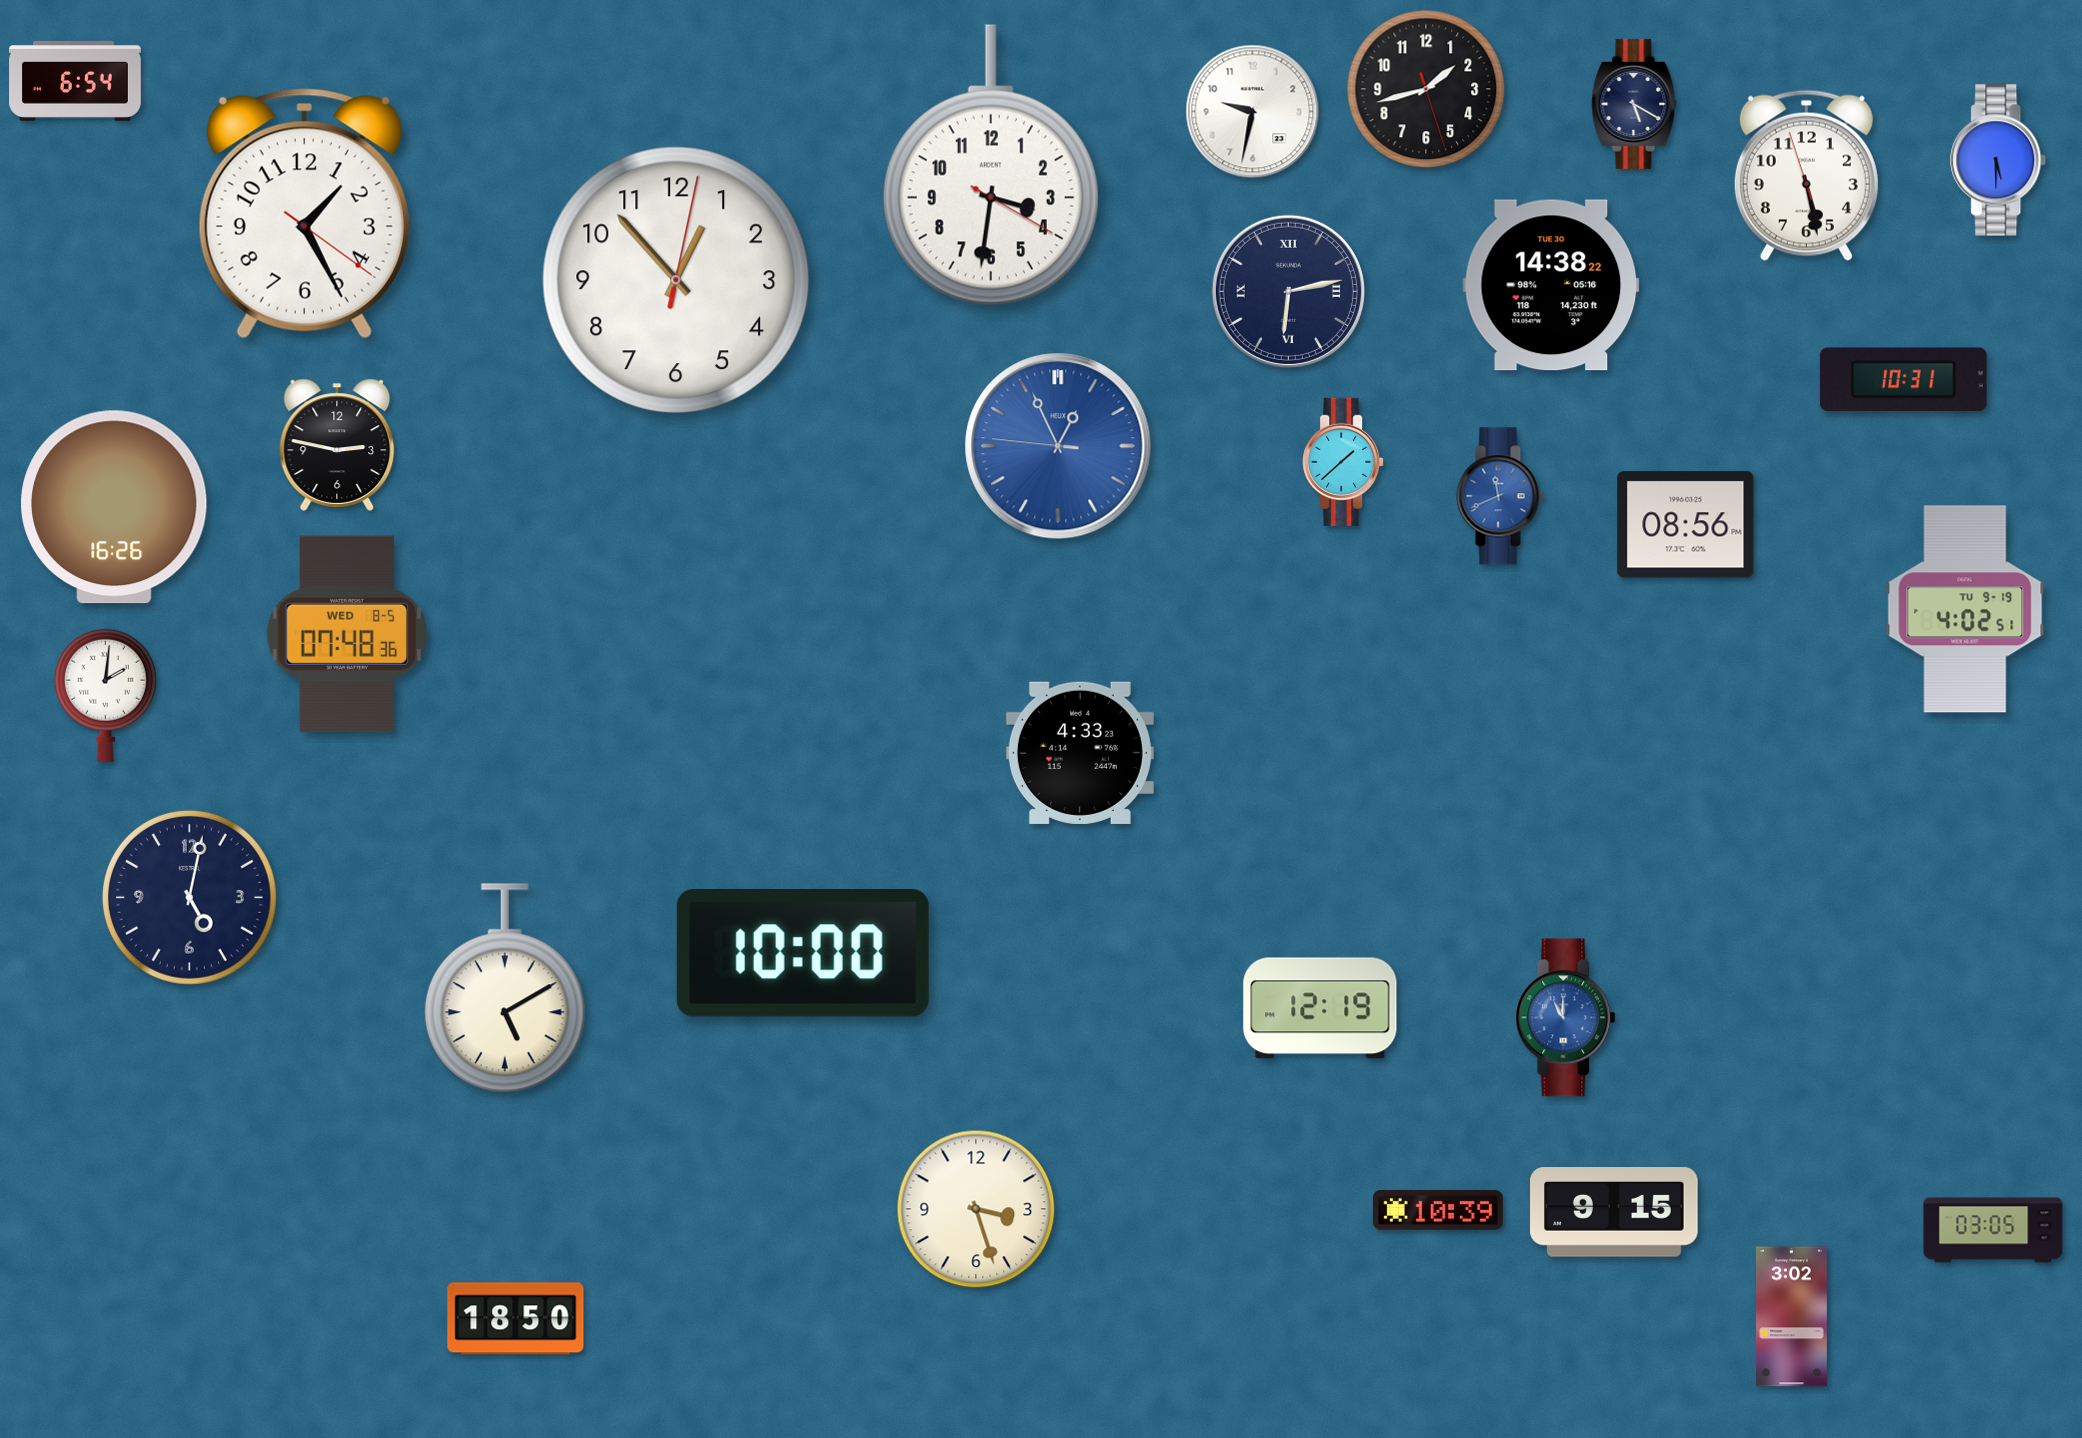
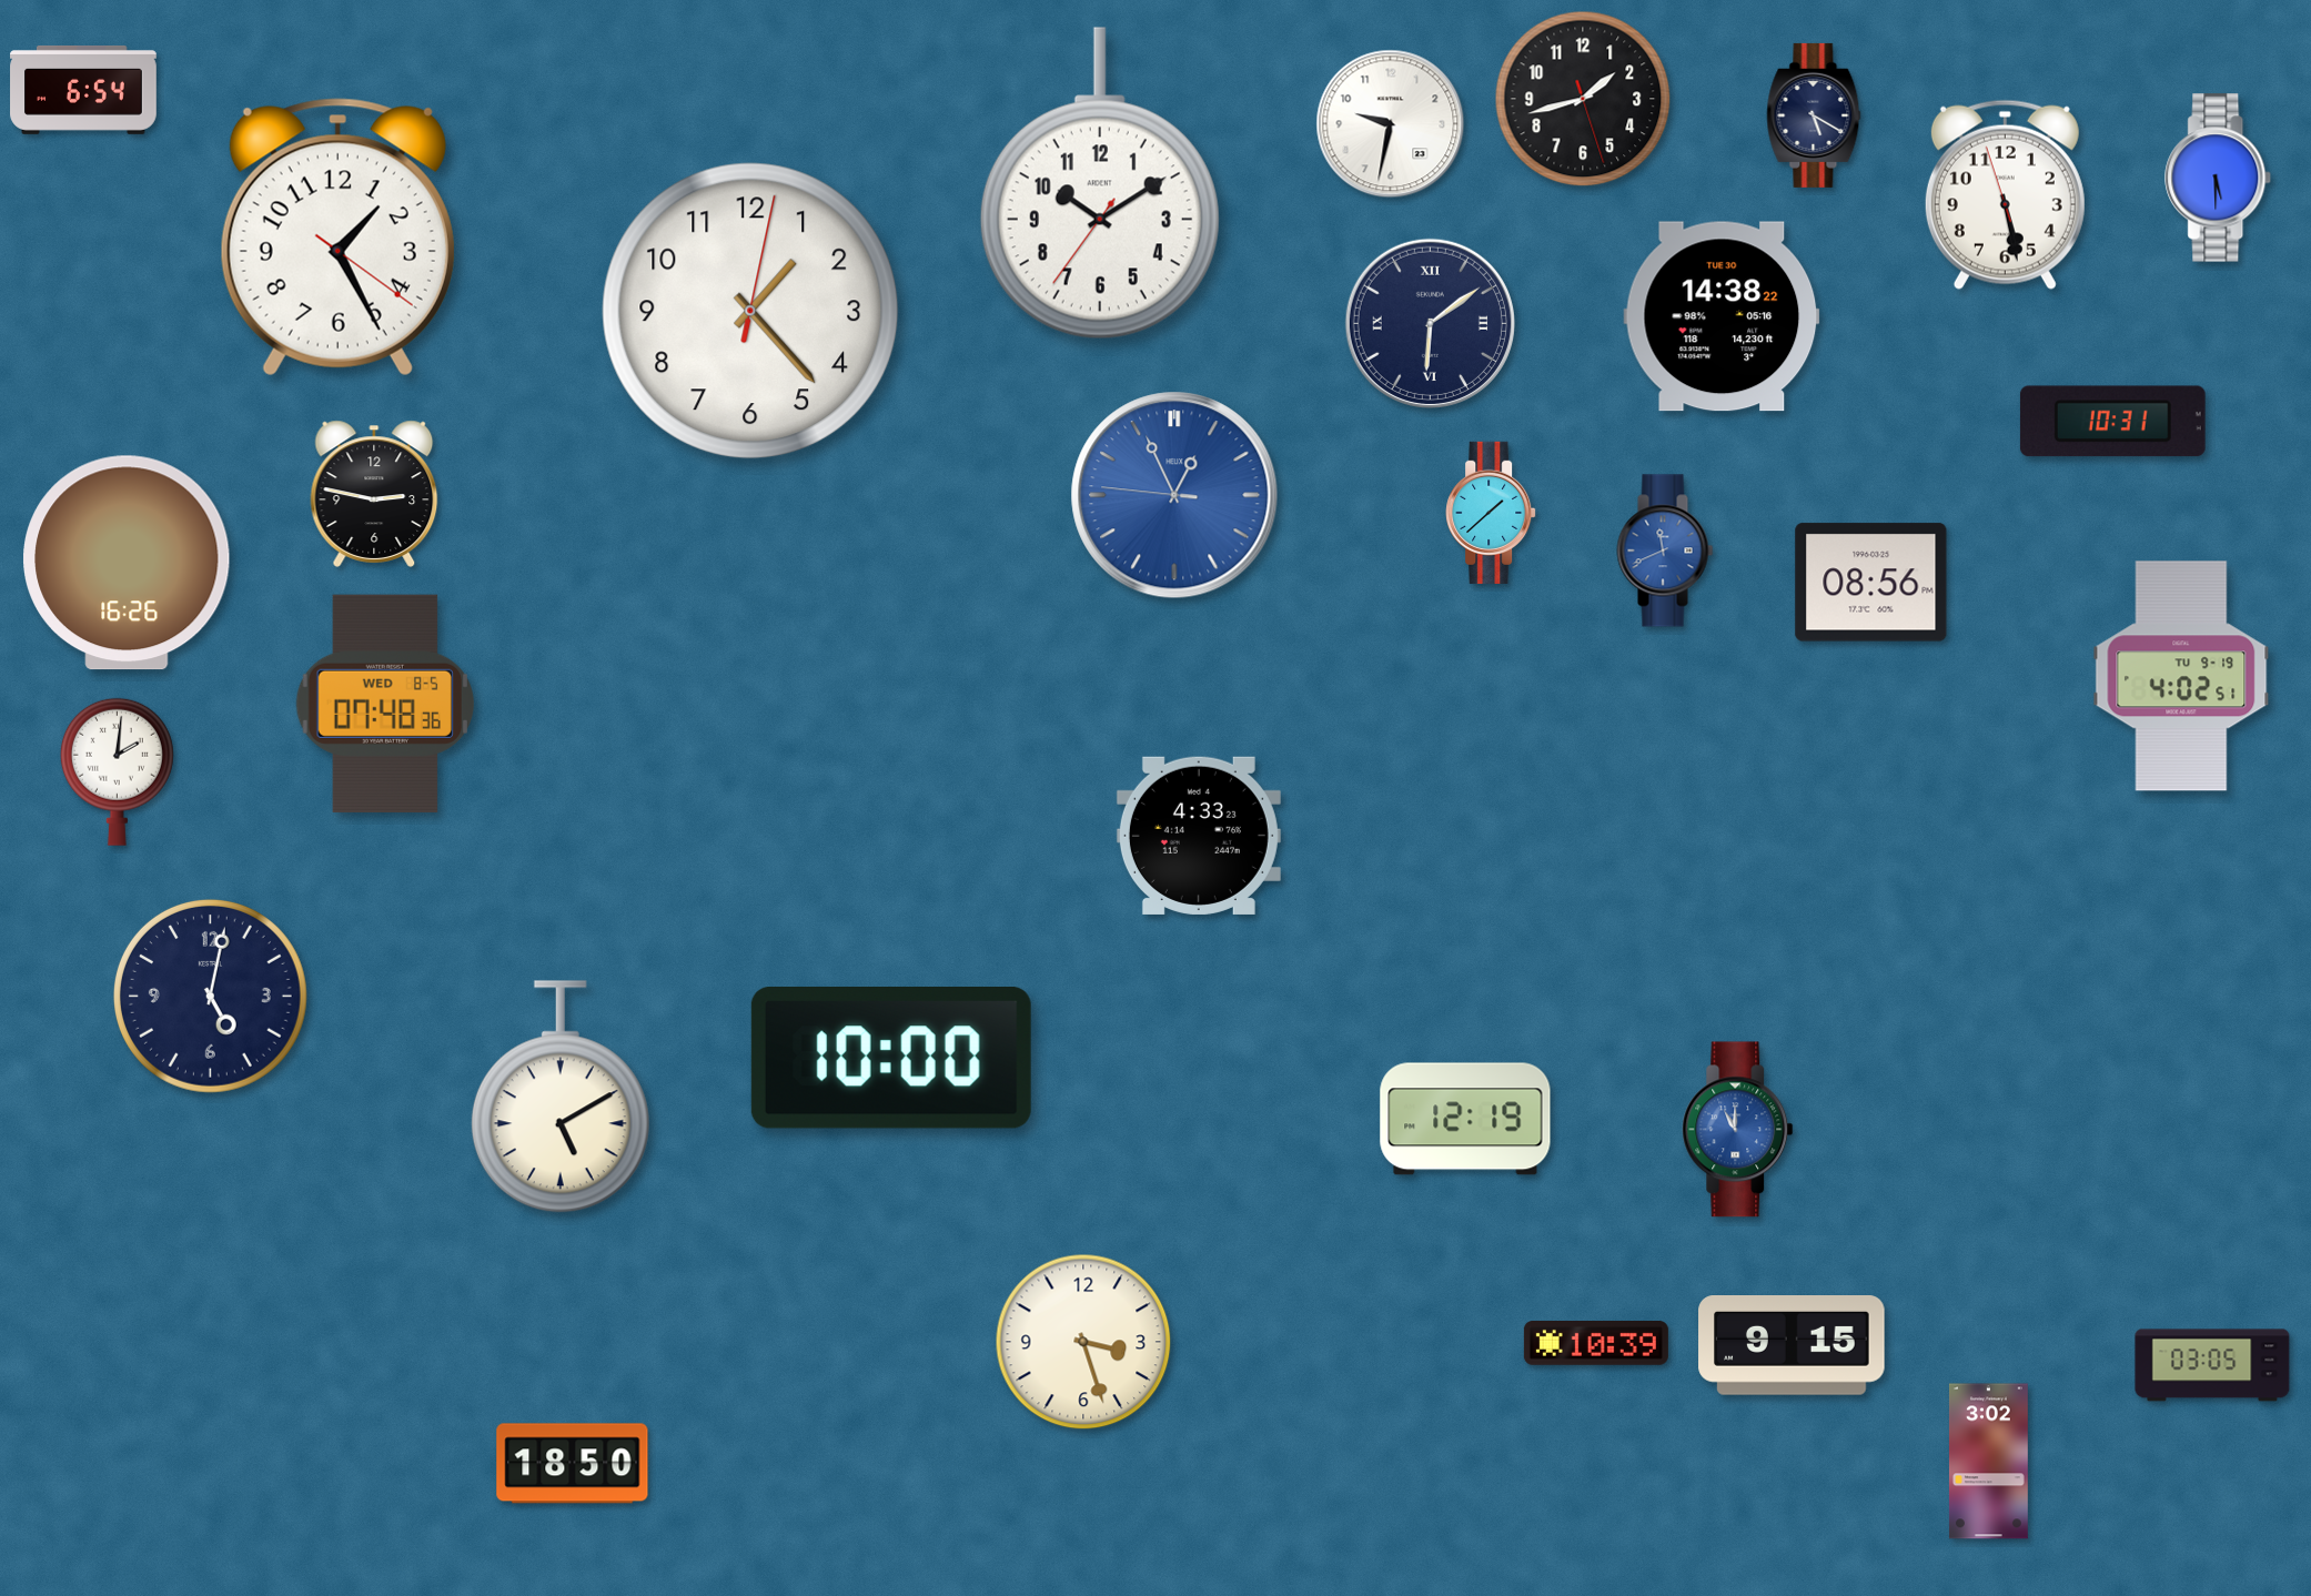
clock at (991, 165): 3:31 -> 10:09
clock at (676, 280): 12:53 -> 1:23
clock at (1288, 291): 6:13 -> 6:09
